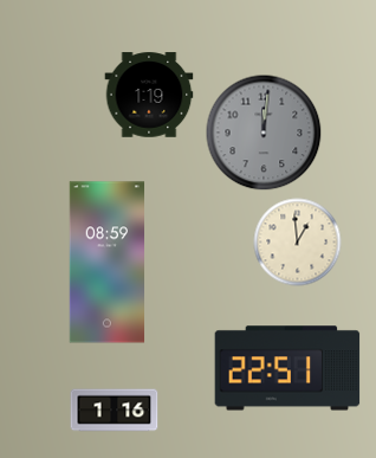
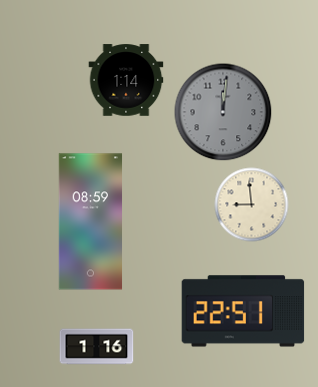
clock at (149, 95): 1:19 -> 1:14
clock at (298, 243): 12:59 -> 8:59
